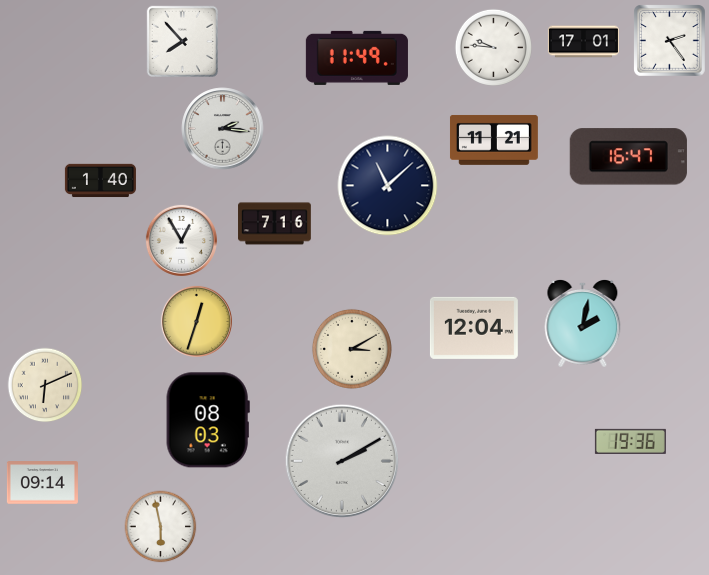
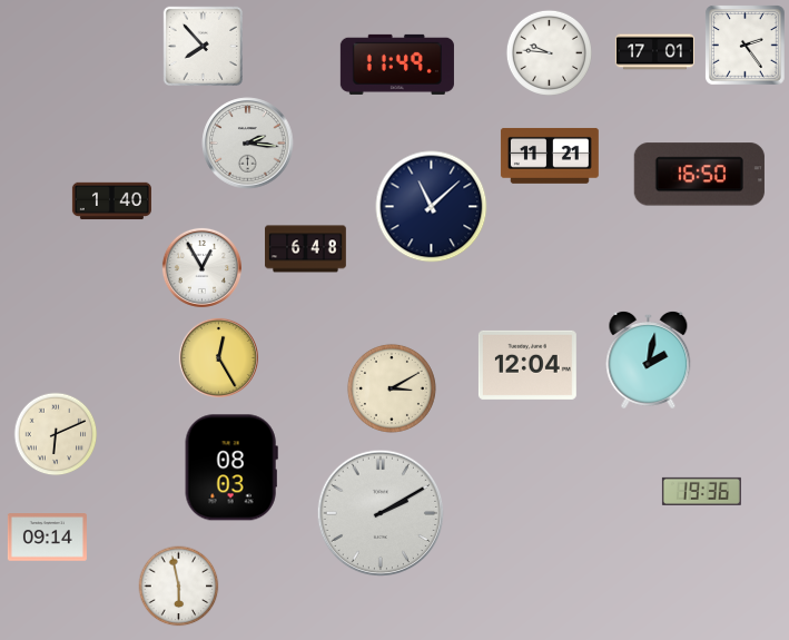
clock at (583, 42) position: (583, 42) -> (654, 52)
clock at (628, 157): 16:47 -> 16:50
clock at (275, 224): 7:16 -> 6:48
clock at (196, 321): 12:33 -> 12:25
clock at (45, 385) position: (45, 385) -> (56, 434)
